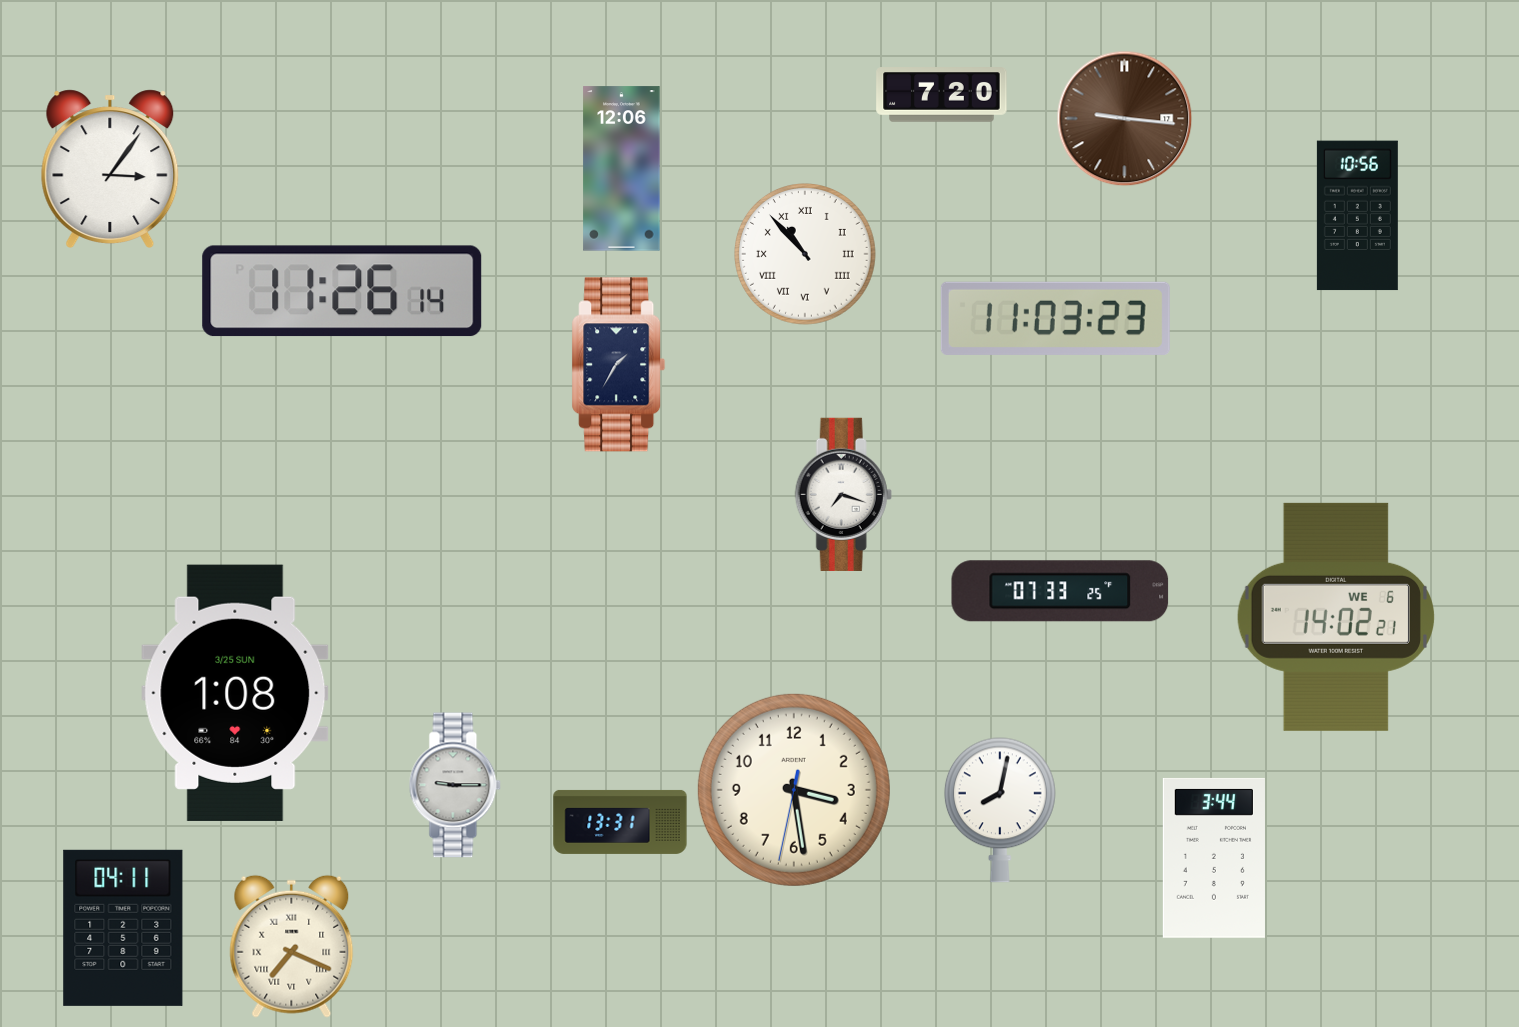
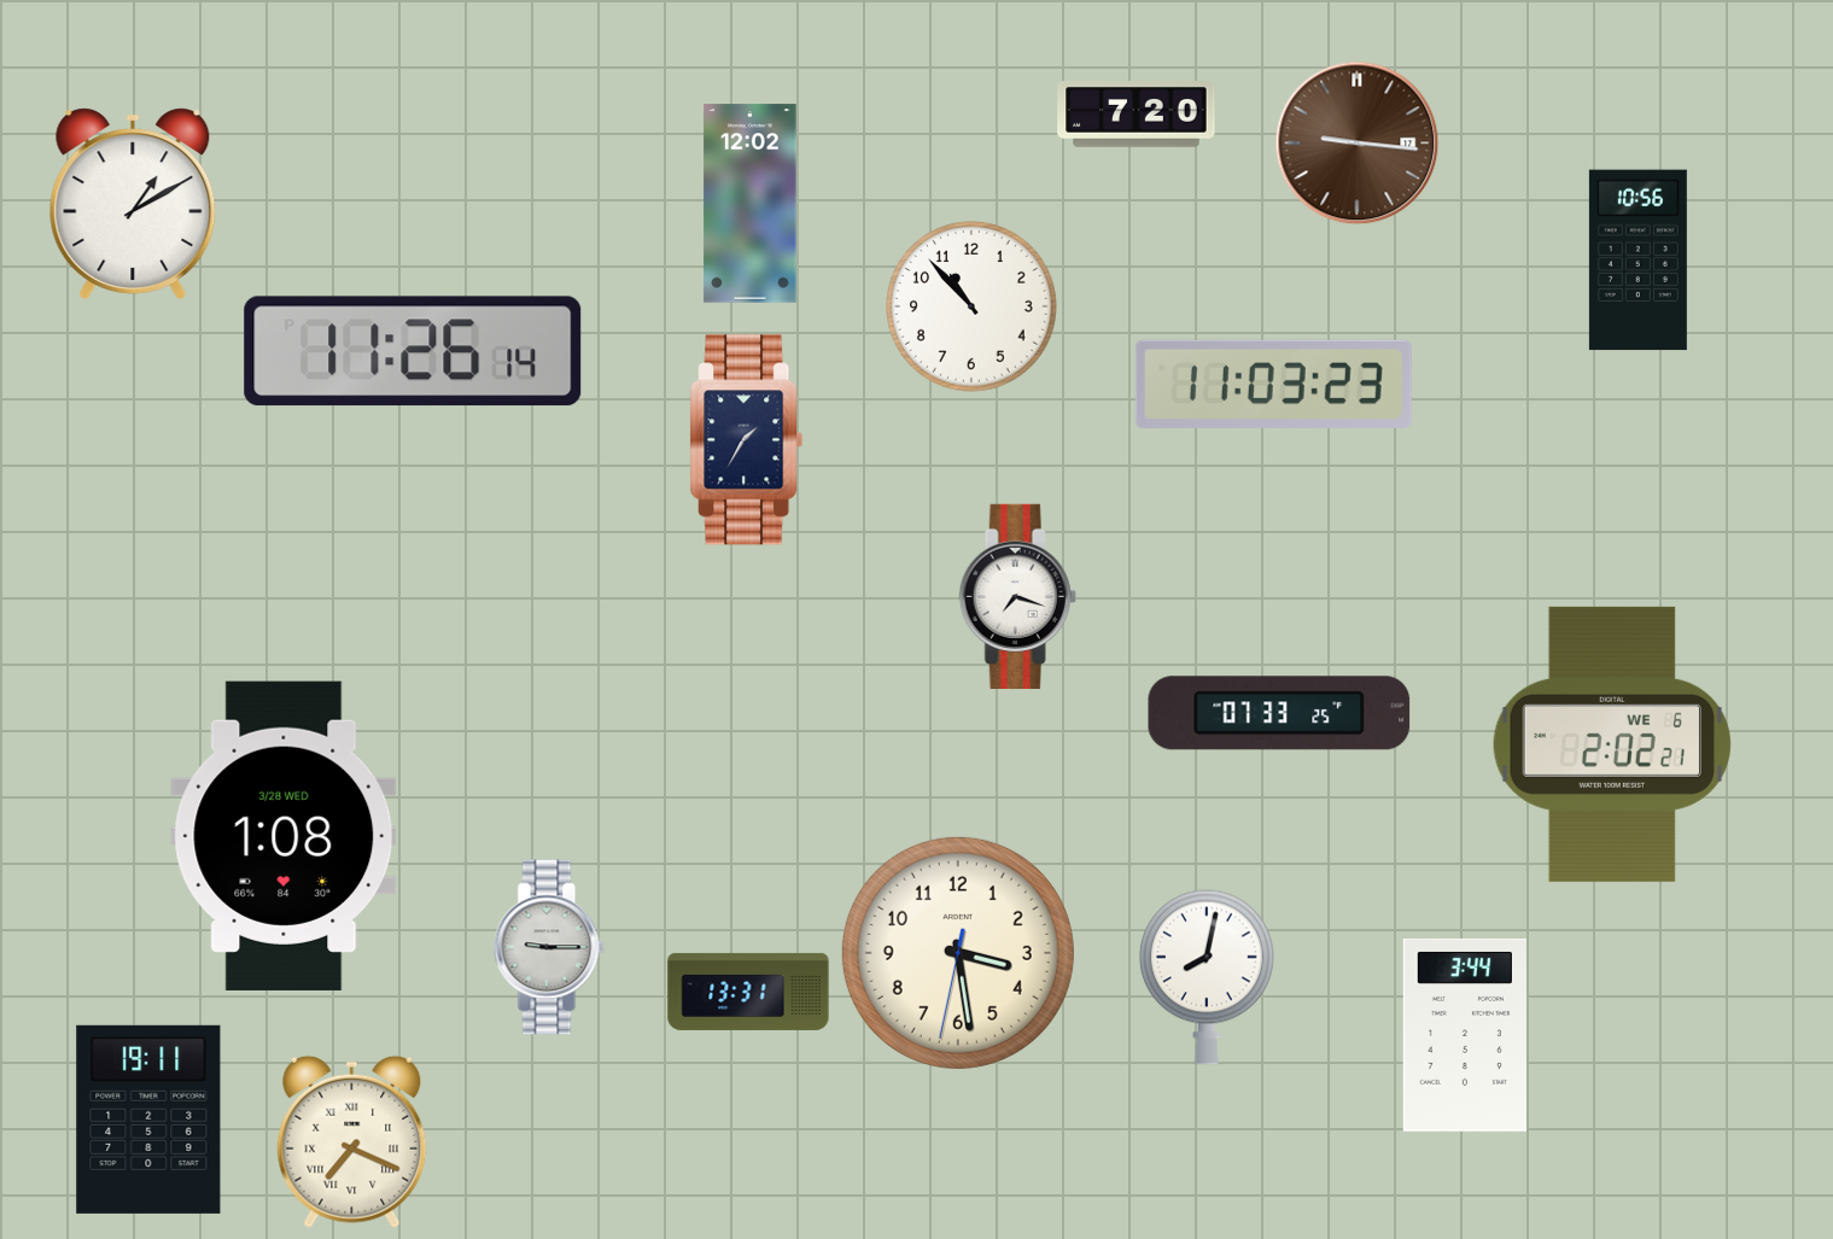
clock at (110, 169): 3:06 -> 1:10
clock at (622, 169): 12:06 -> 12:02
clock at (806, 255) numerals: Roman -> Arabic
clock at (1335, 617): 14:02 -> 2:02
clock at (235, 693) date: 3/25 SUN -> 3/28 WED
clock at (123, 928): 04:11 -> 19:11
